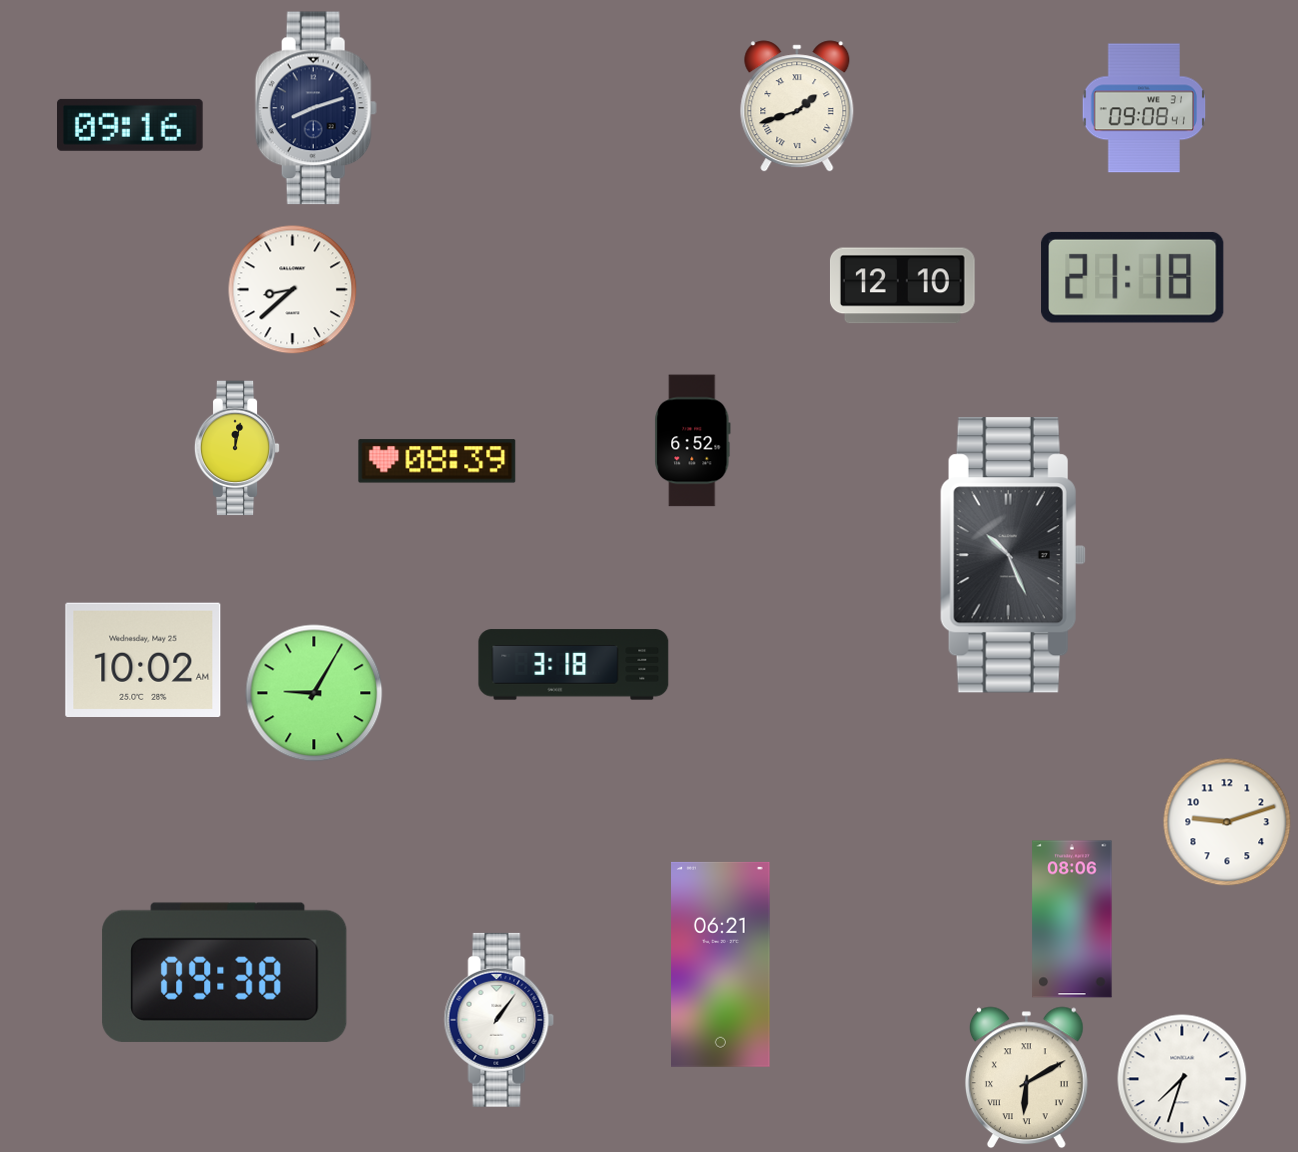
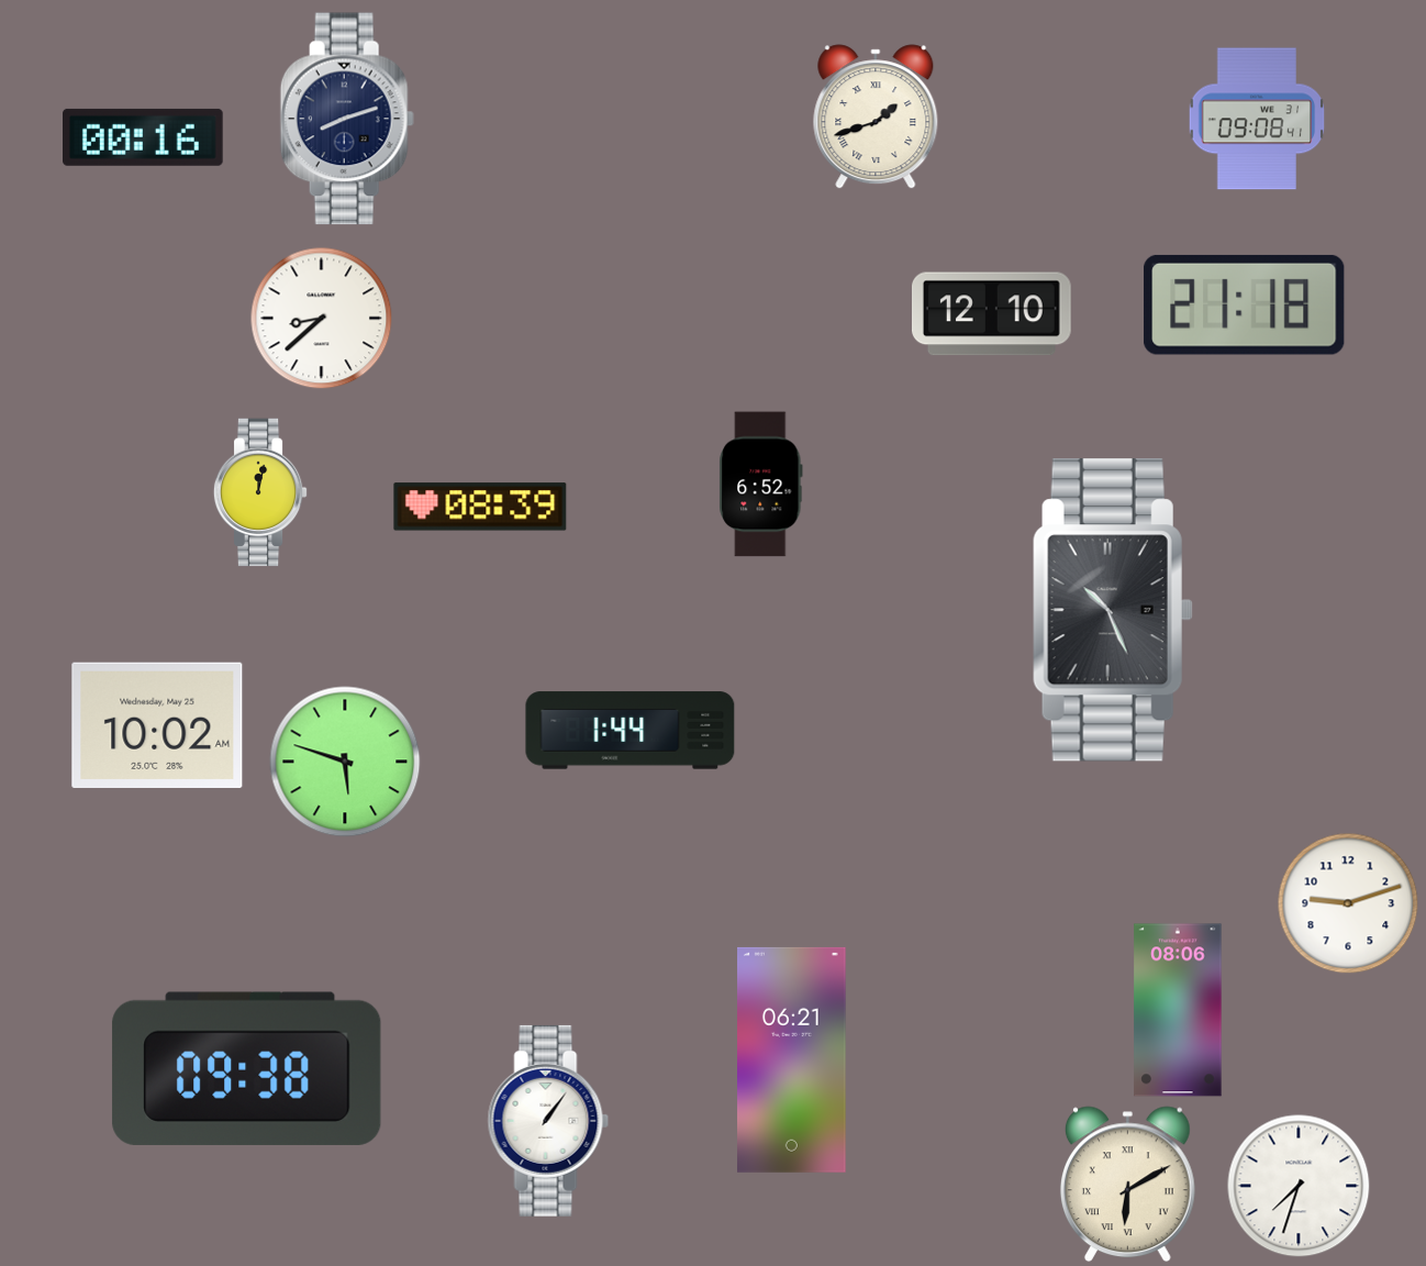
clock at (131, 125): 09:16 -> 00:16
clock at (574, 665): 3:18 -> 1:44
clock at (314, 693): 9:05 -> 5:48
